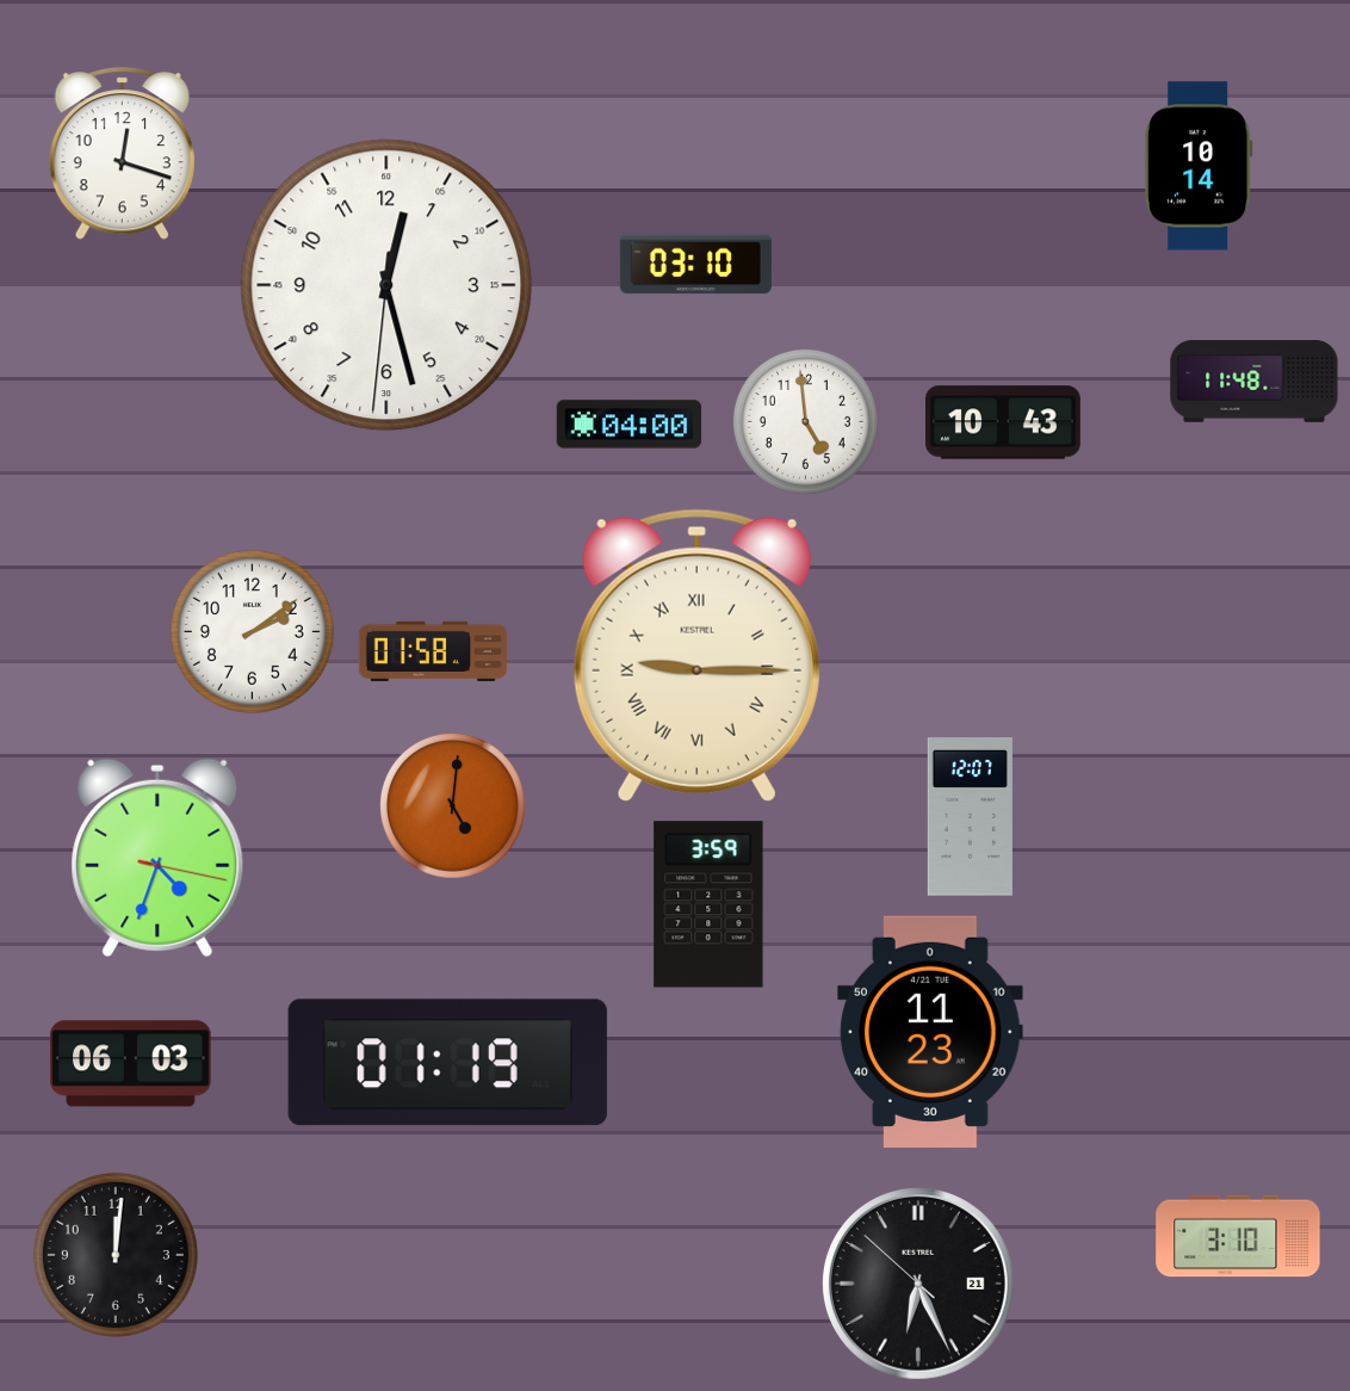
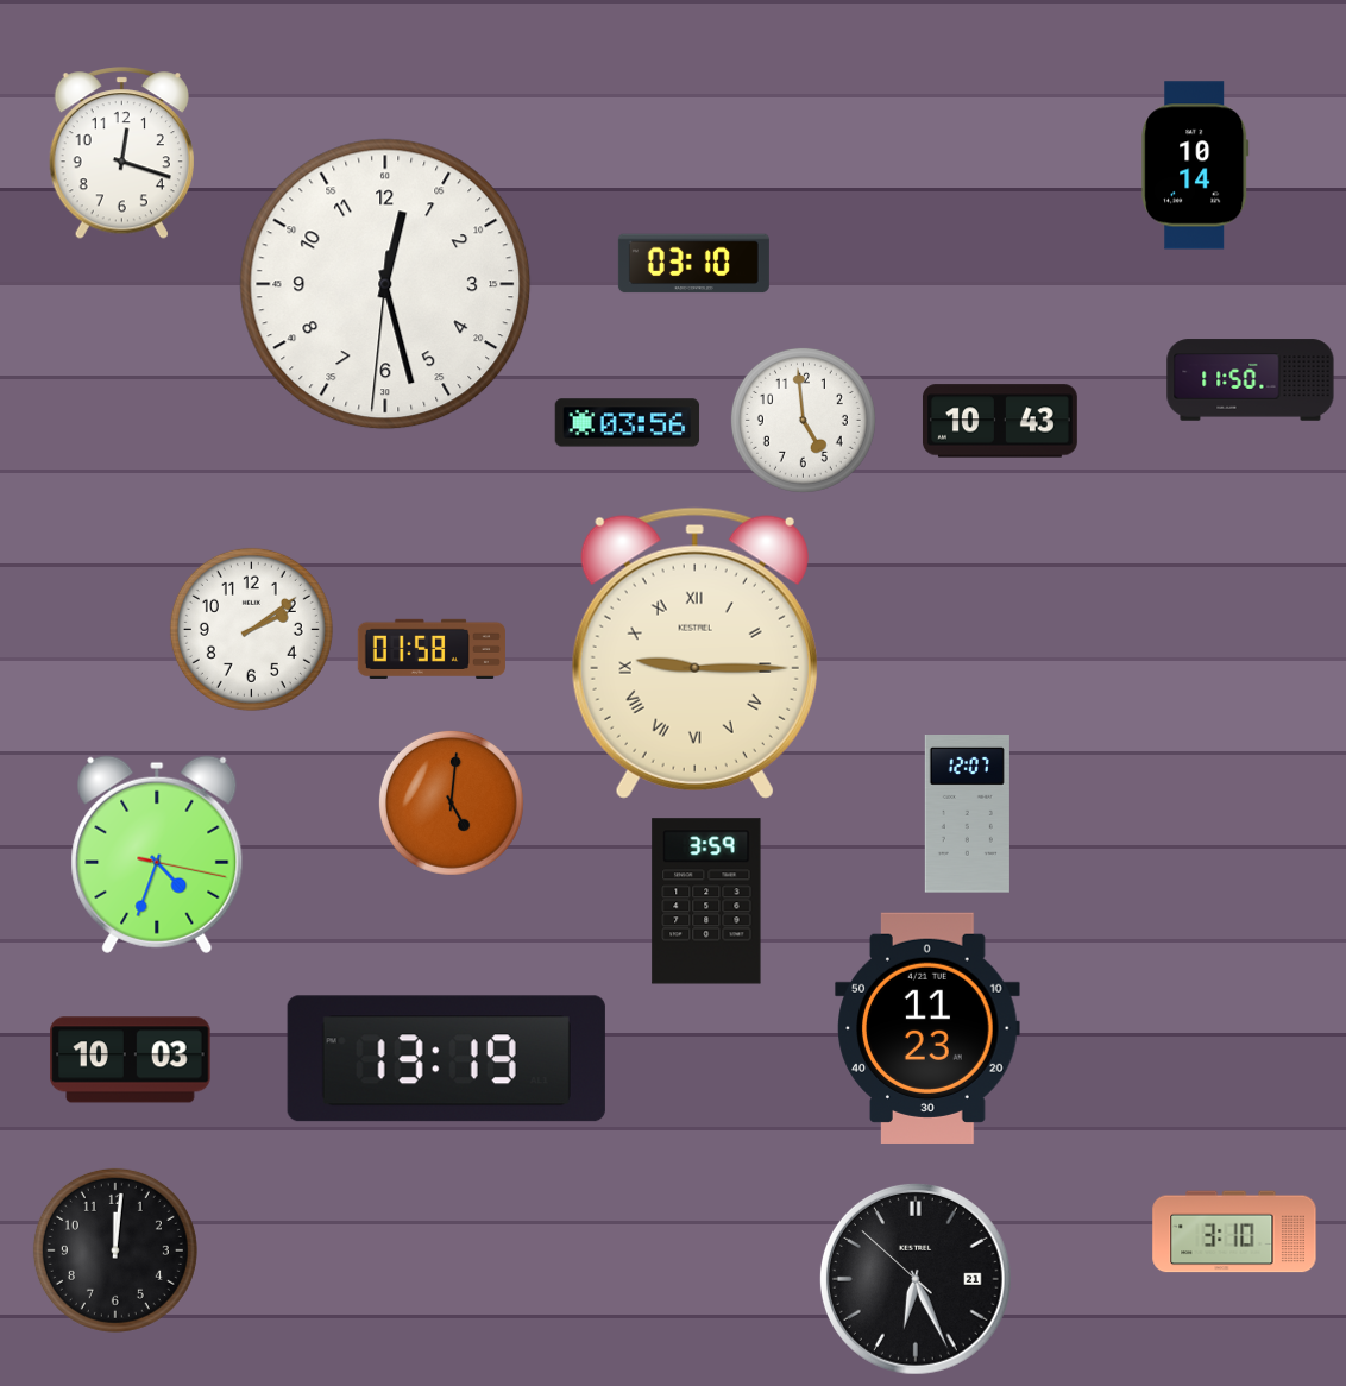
clock at (1255, 382): 11:48 -> 11:50
clock at (630, 425): 04:00 -> 03:56
clock at (447, 1063): 01:19 -> 13:19
clock at (131, 1064): 06:03 -> 10:03
